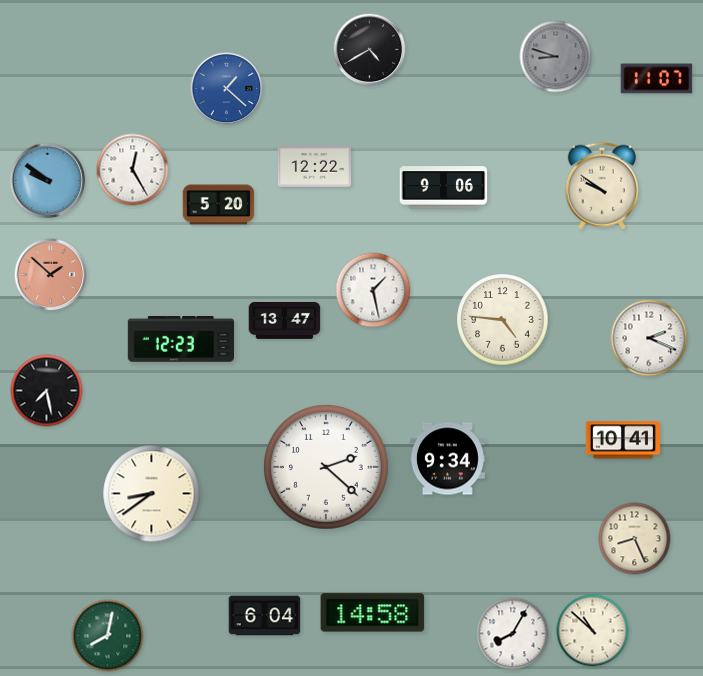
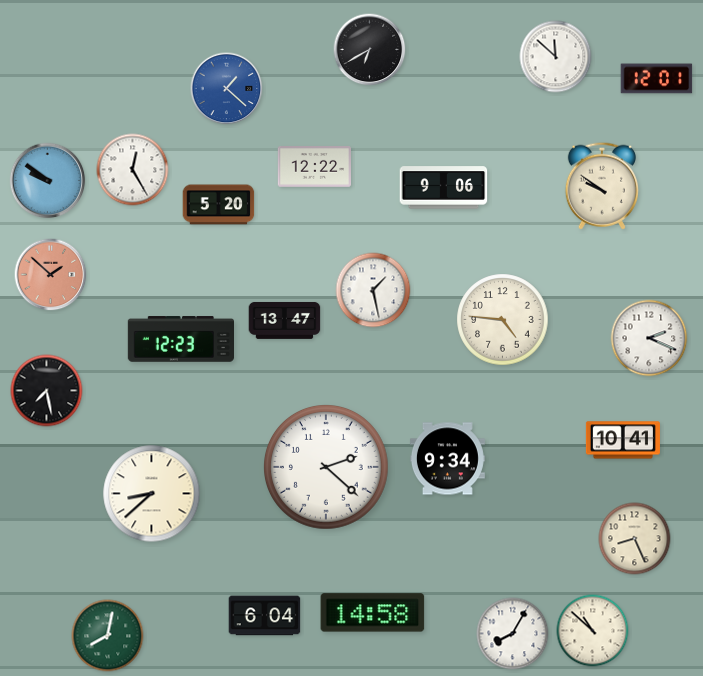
clock at (370, 50): 4:40 -> 6:40
clock at (556, 57): 8:48 -> 11:52
clock at (556, 57) dial: grey -> white
clock at (657, 79): 11:07 -> 12:01
clock at (152, 494): 8:39 -> 8:38
